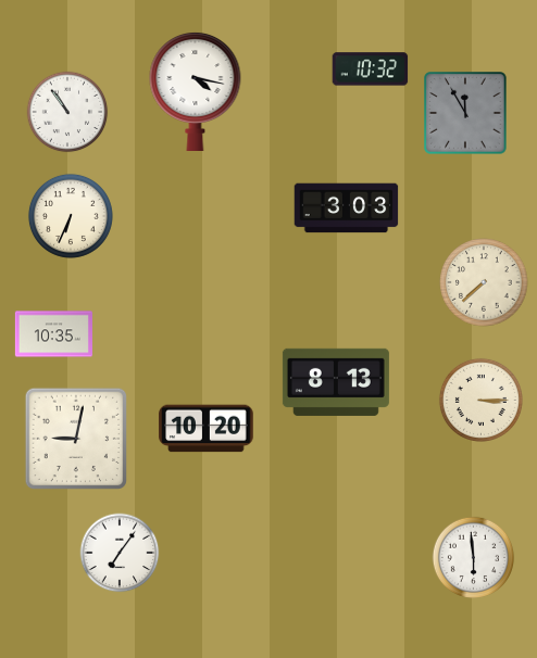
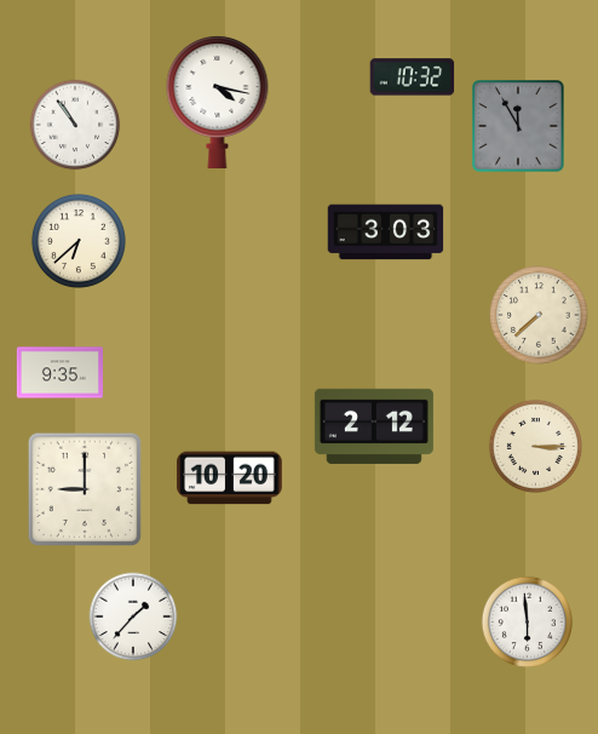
clock at (71, 216): 6:34 -> 6:38
clock at (53, 334): 10:35 -> 9:35
clock at (336, 382): 8:13 -> 2:12
clock at (75, 438): 9:02 -> 9:00
clock at (120, 553): 7:06 -> 1:37
